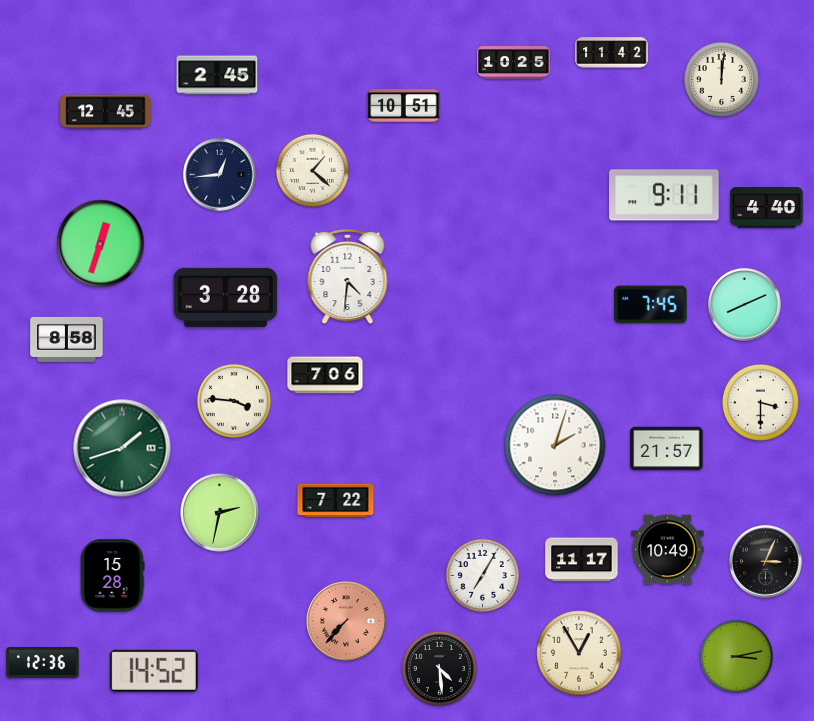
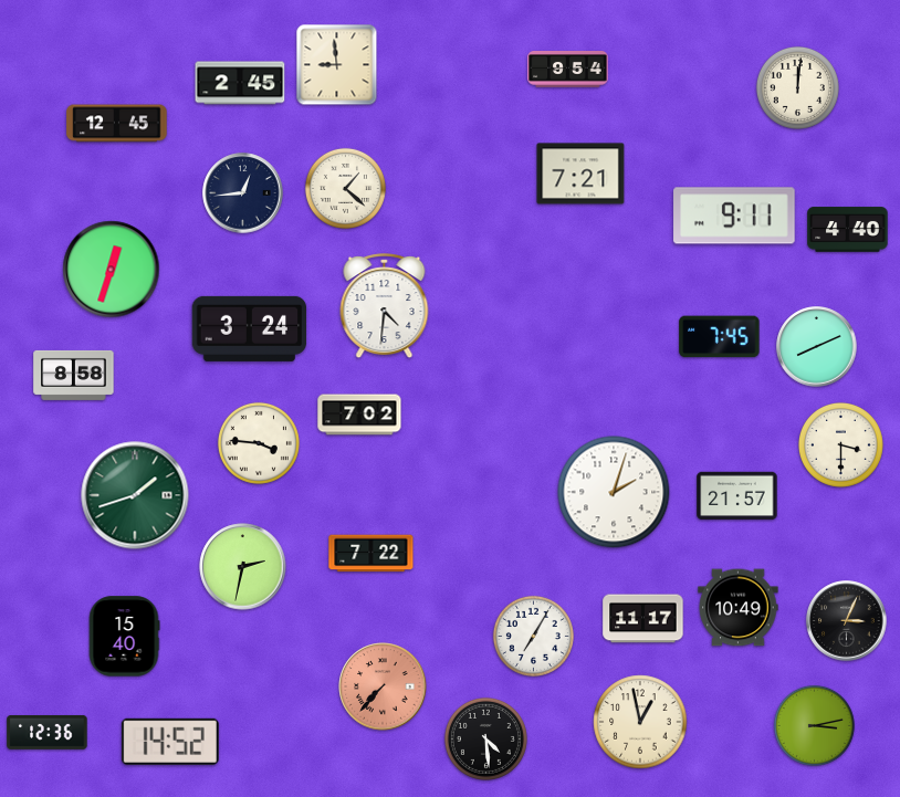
clock at (612, 53): 11:42 -> none
clock at (337, 65): none -> 8:59
clock at (514, 63): 10:25 -> 9:54
clock at (404, 106): 10:51 -> none
clock at (580, 174): none -> 7:21
clock at (226, 297): 3:28 -> 3:24
clock at (745, 305) position: (745, 305) -> (817, 347)
clock at (325, 375): 7:06 -> 7:02
clock at (112, 576): 15:28 -> 15:40
clock at (579, 653): 12:55 -> 12:58
